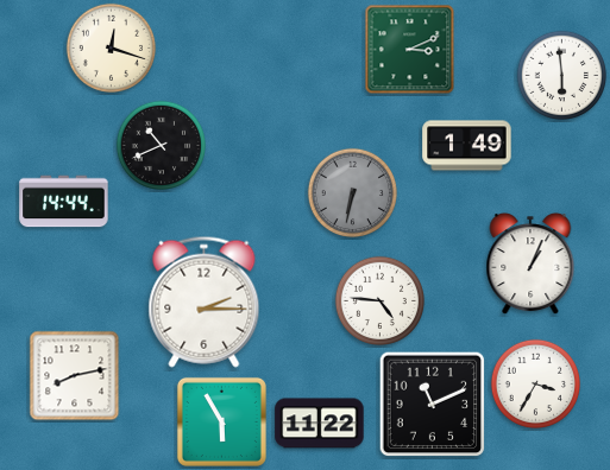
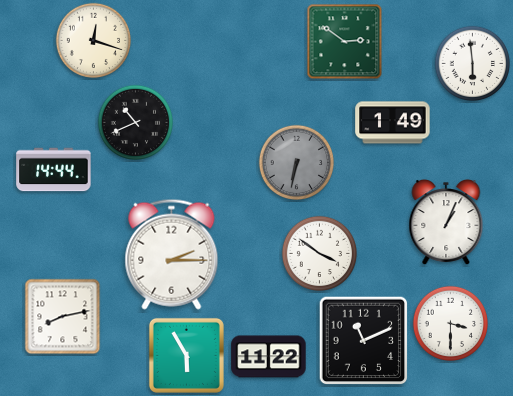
clock at (410, 50): 3:11 -> 2:51
clock at (381, 301): 4:46 -> 3:51
clock at (536, 385): 3:35 -> 3:30
